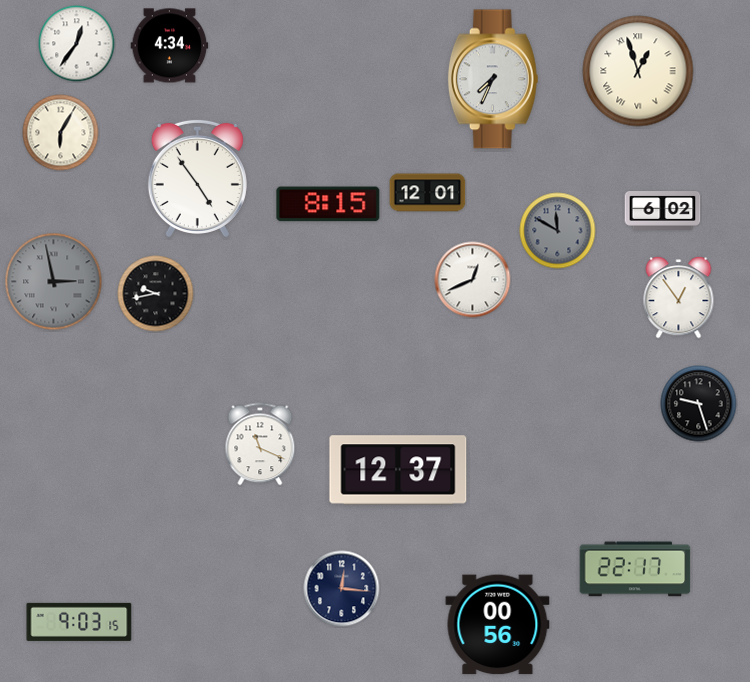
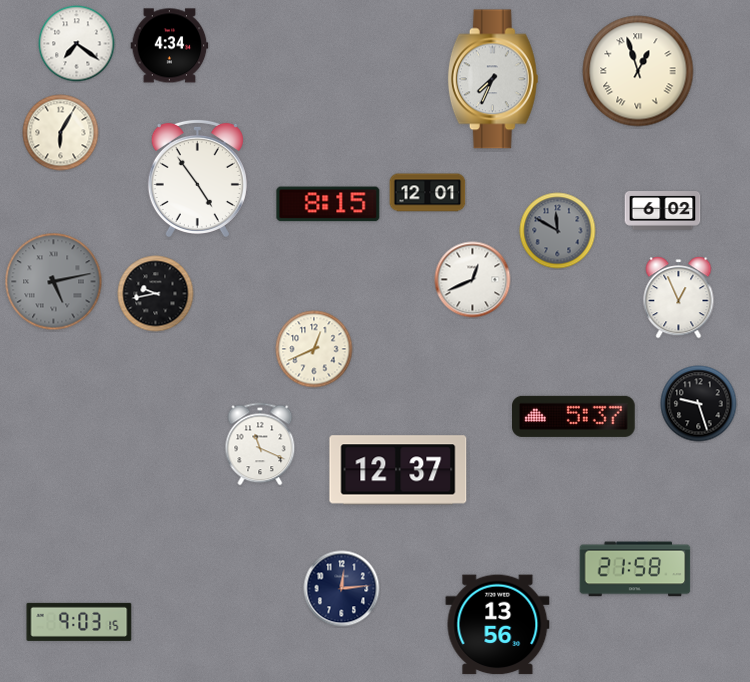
clock at (77, 44): 12:36 -> 7:21
clock at (54, 282): 2:58 -> 5:13
clock at (679, 298): 12:54 -> 12:56
clock at (314, 349): none -> 12:41
clock at (574, 416): none -> 5:37
clock at (635, 569): 22:17 -> 21:58
clock at (342, 589): 12:16 -> 12:14
clock at (498, 625): 00:56 -> 13:56
